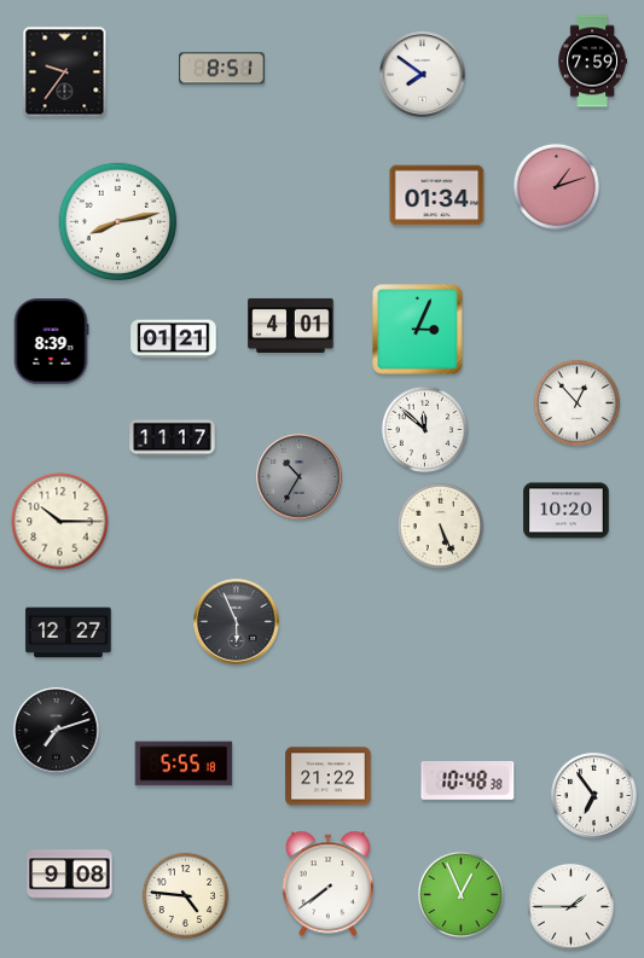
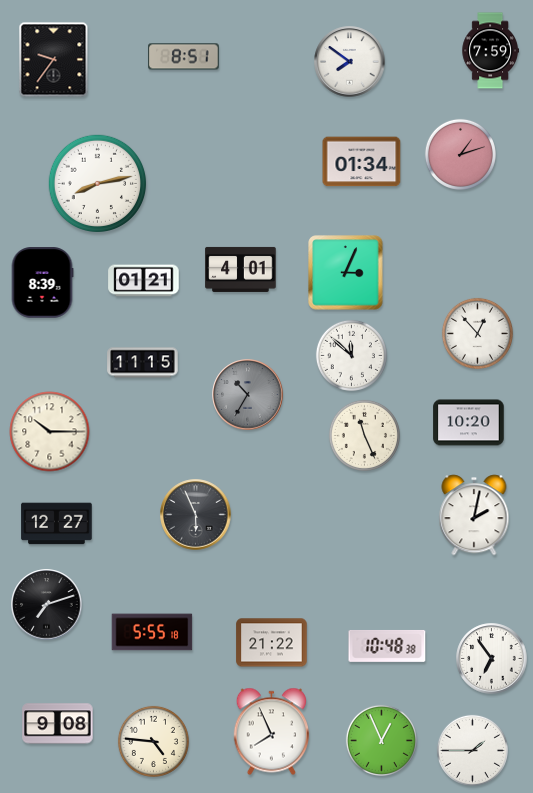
clock at (173, 439): 11:17 -> 11:15
clock at (440, 526): 5:26 -> 11:26
clock at (474, 515): none -> 2:02
clock at (327, 884): 7:39 -> 7:56
